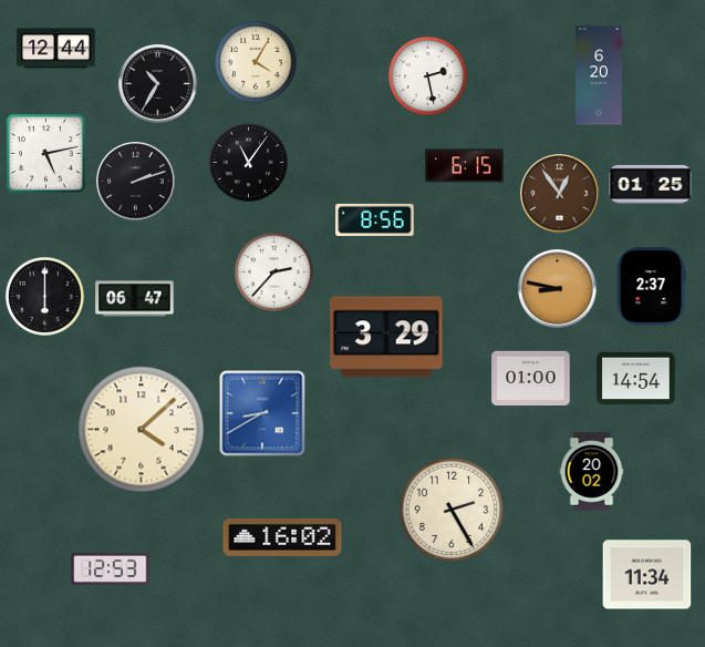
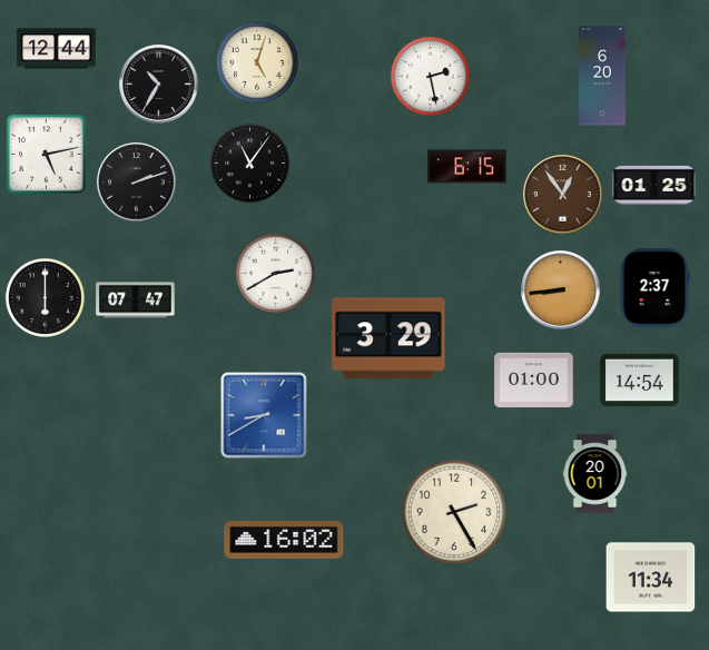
clock at (257, 63): 4:05 -> 5:03
clock at (375, 219): 8:56 -> none
clock at (273, 271): 2:37 -> 2:40
clock at (558, 289): 8:47 -> 8:44
clock at (135, 299): 06:47 -> 07:47
clock at (142, 430): 4:08 -> none
clock at (592, 472): 20:02 -> 20:01
clock at (111, 568): 12:53 -> none
